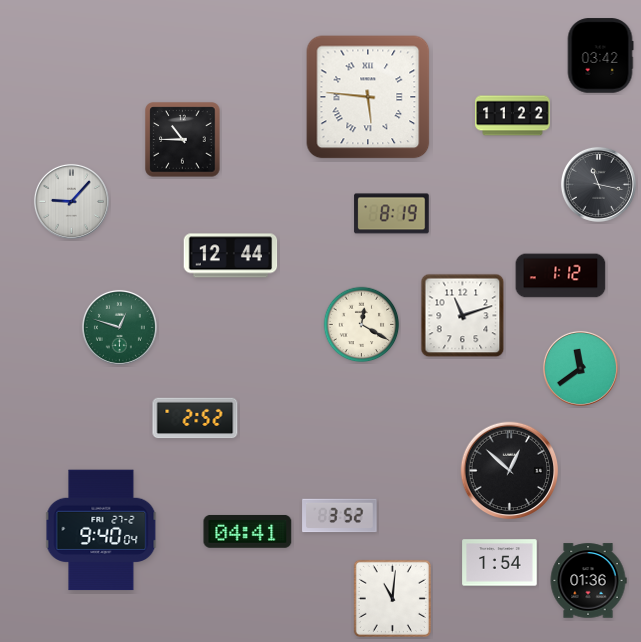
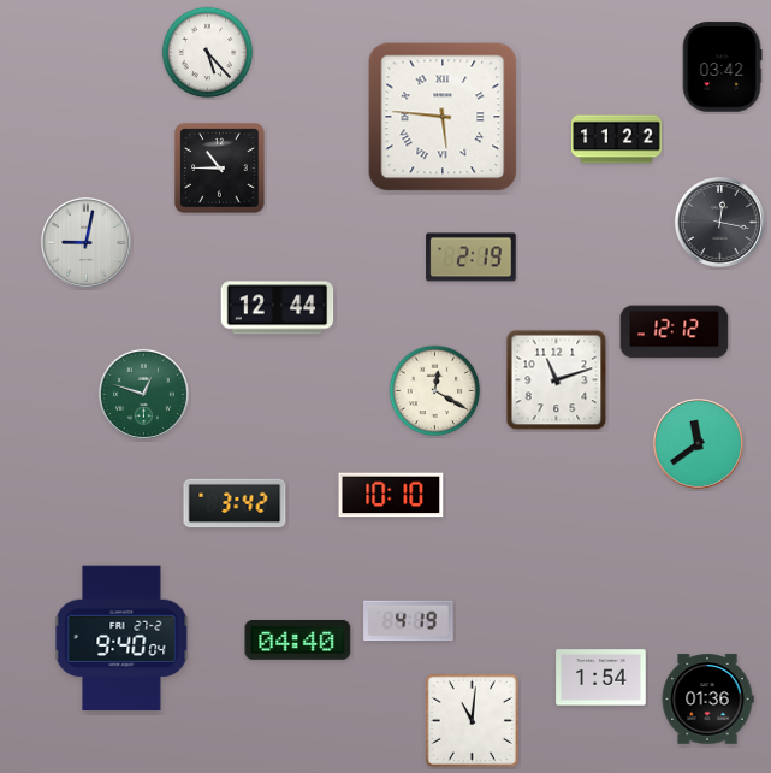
clock at (208, 53): none -> 5:23
clock at (598, 184): 11:17 -> 12:17
clock at (71, 201): 9:07 -> 9:02
clock at (392, 214): 8:19 -> 2:19
clock at (561, 276): 1:12 -> 12:12
clock at (391, 495): none -> 10:10
clock at (195, 418): 2:52 -> 3:42
clock at (510, 471): 12:52 -> none
clock at (340, 516): 3:52 -> 4:19
clock at (248, 531): 04:41 -> 04:40
